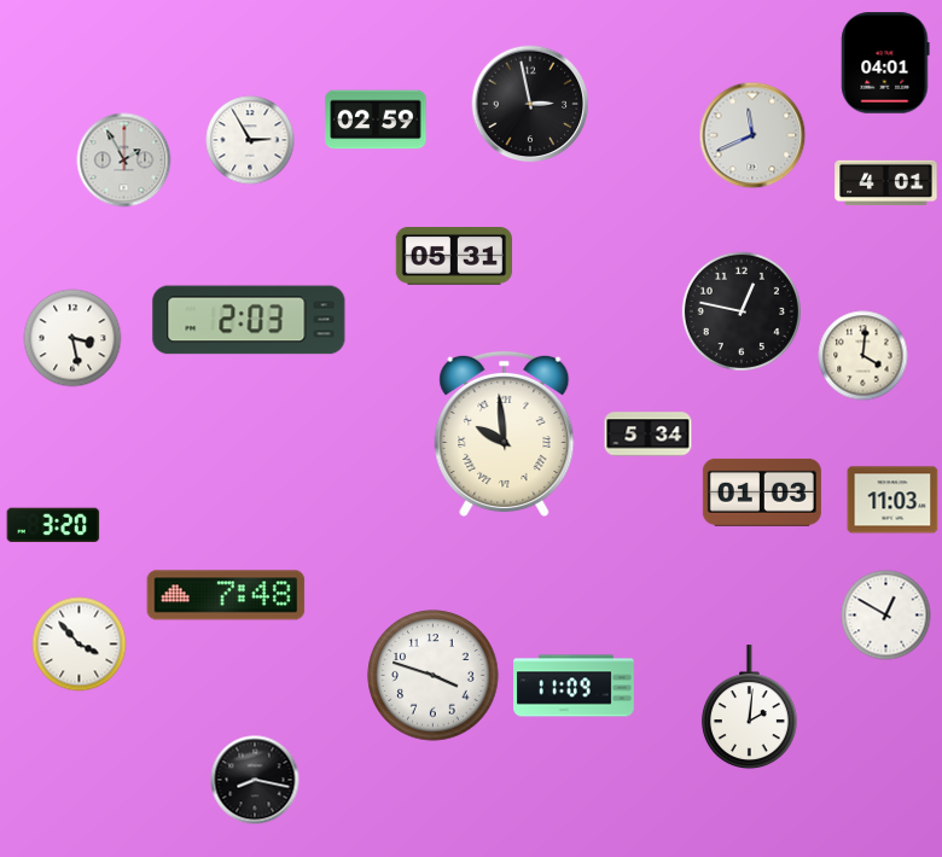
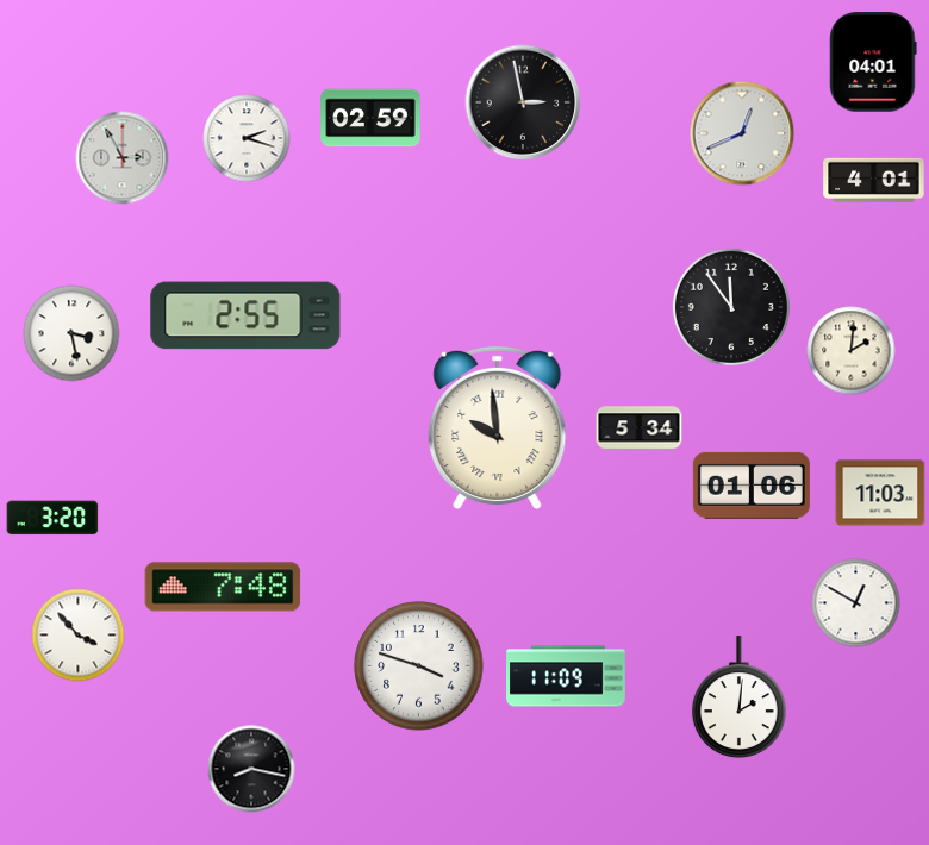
clock at (752, 135): 11:41 -> 12:41
clock at (250, 140): 2:55 -> 2:18
clock at (124, 161): 1:55 -> 2:55
clock at (453, 257): 05:31 -> none
clock at (742, 311): 12:47 -> 11:54
clock at (249, 320): 2:03 -> 2:55
clock at (863, 356): 4:01 -> 2:01
clock at (762, 492): 01:03 -> 01:06
clock at (886, 616) position: (886, 616) -> (856, 603)
clock at (434, 676) position: (434, 676) -> (419, 666)
